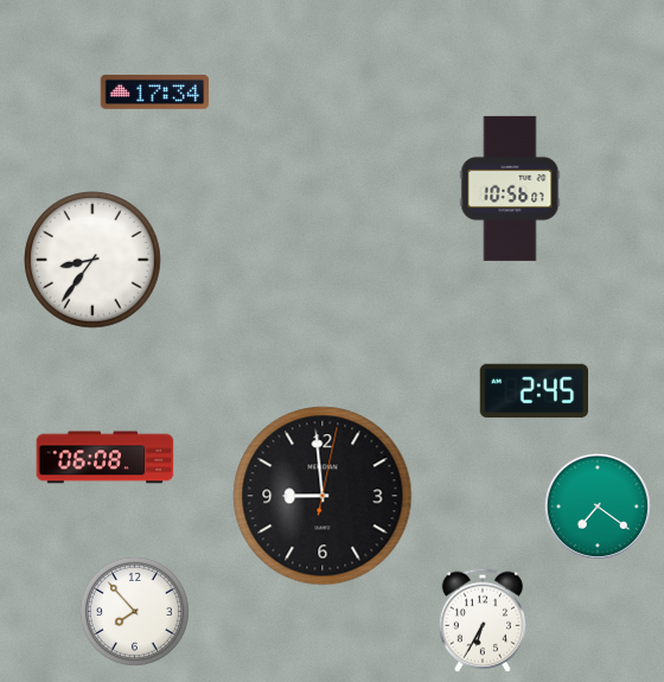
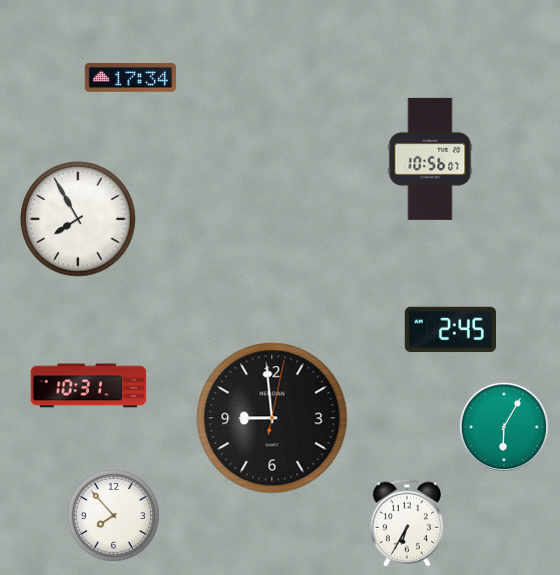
clock at (92, 260): 8:36 -> 7:55
clock at (106, 458): 06:08 -> 10:31
clock at (598, 506): 7:21 -> 6:05
